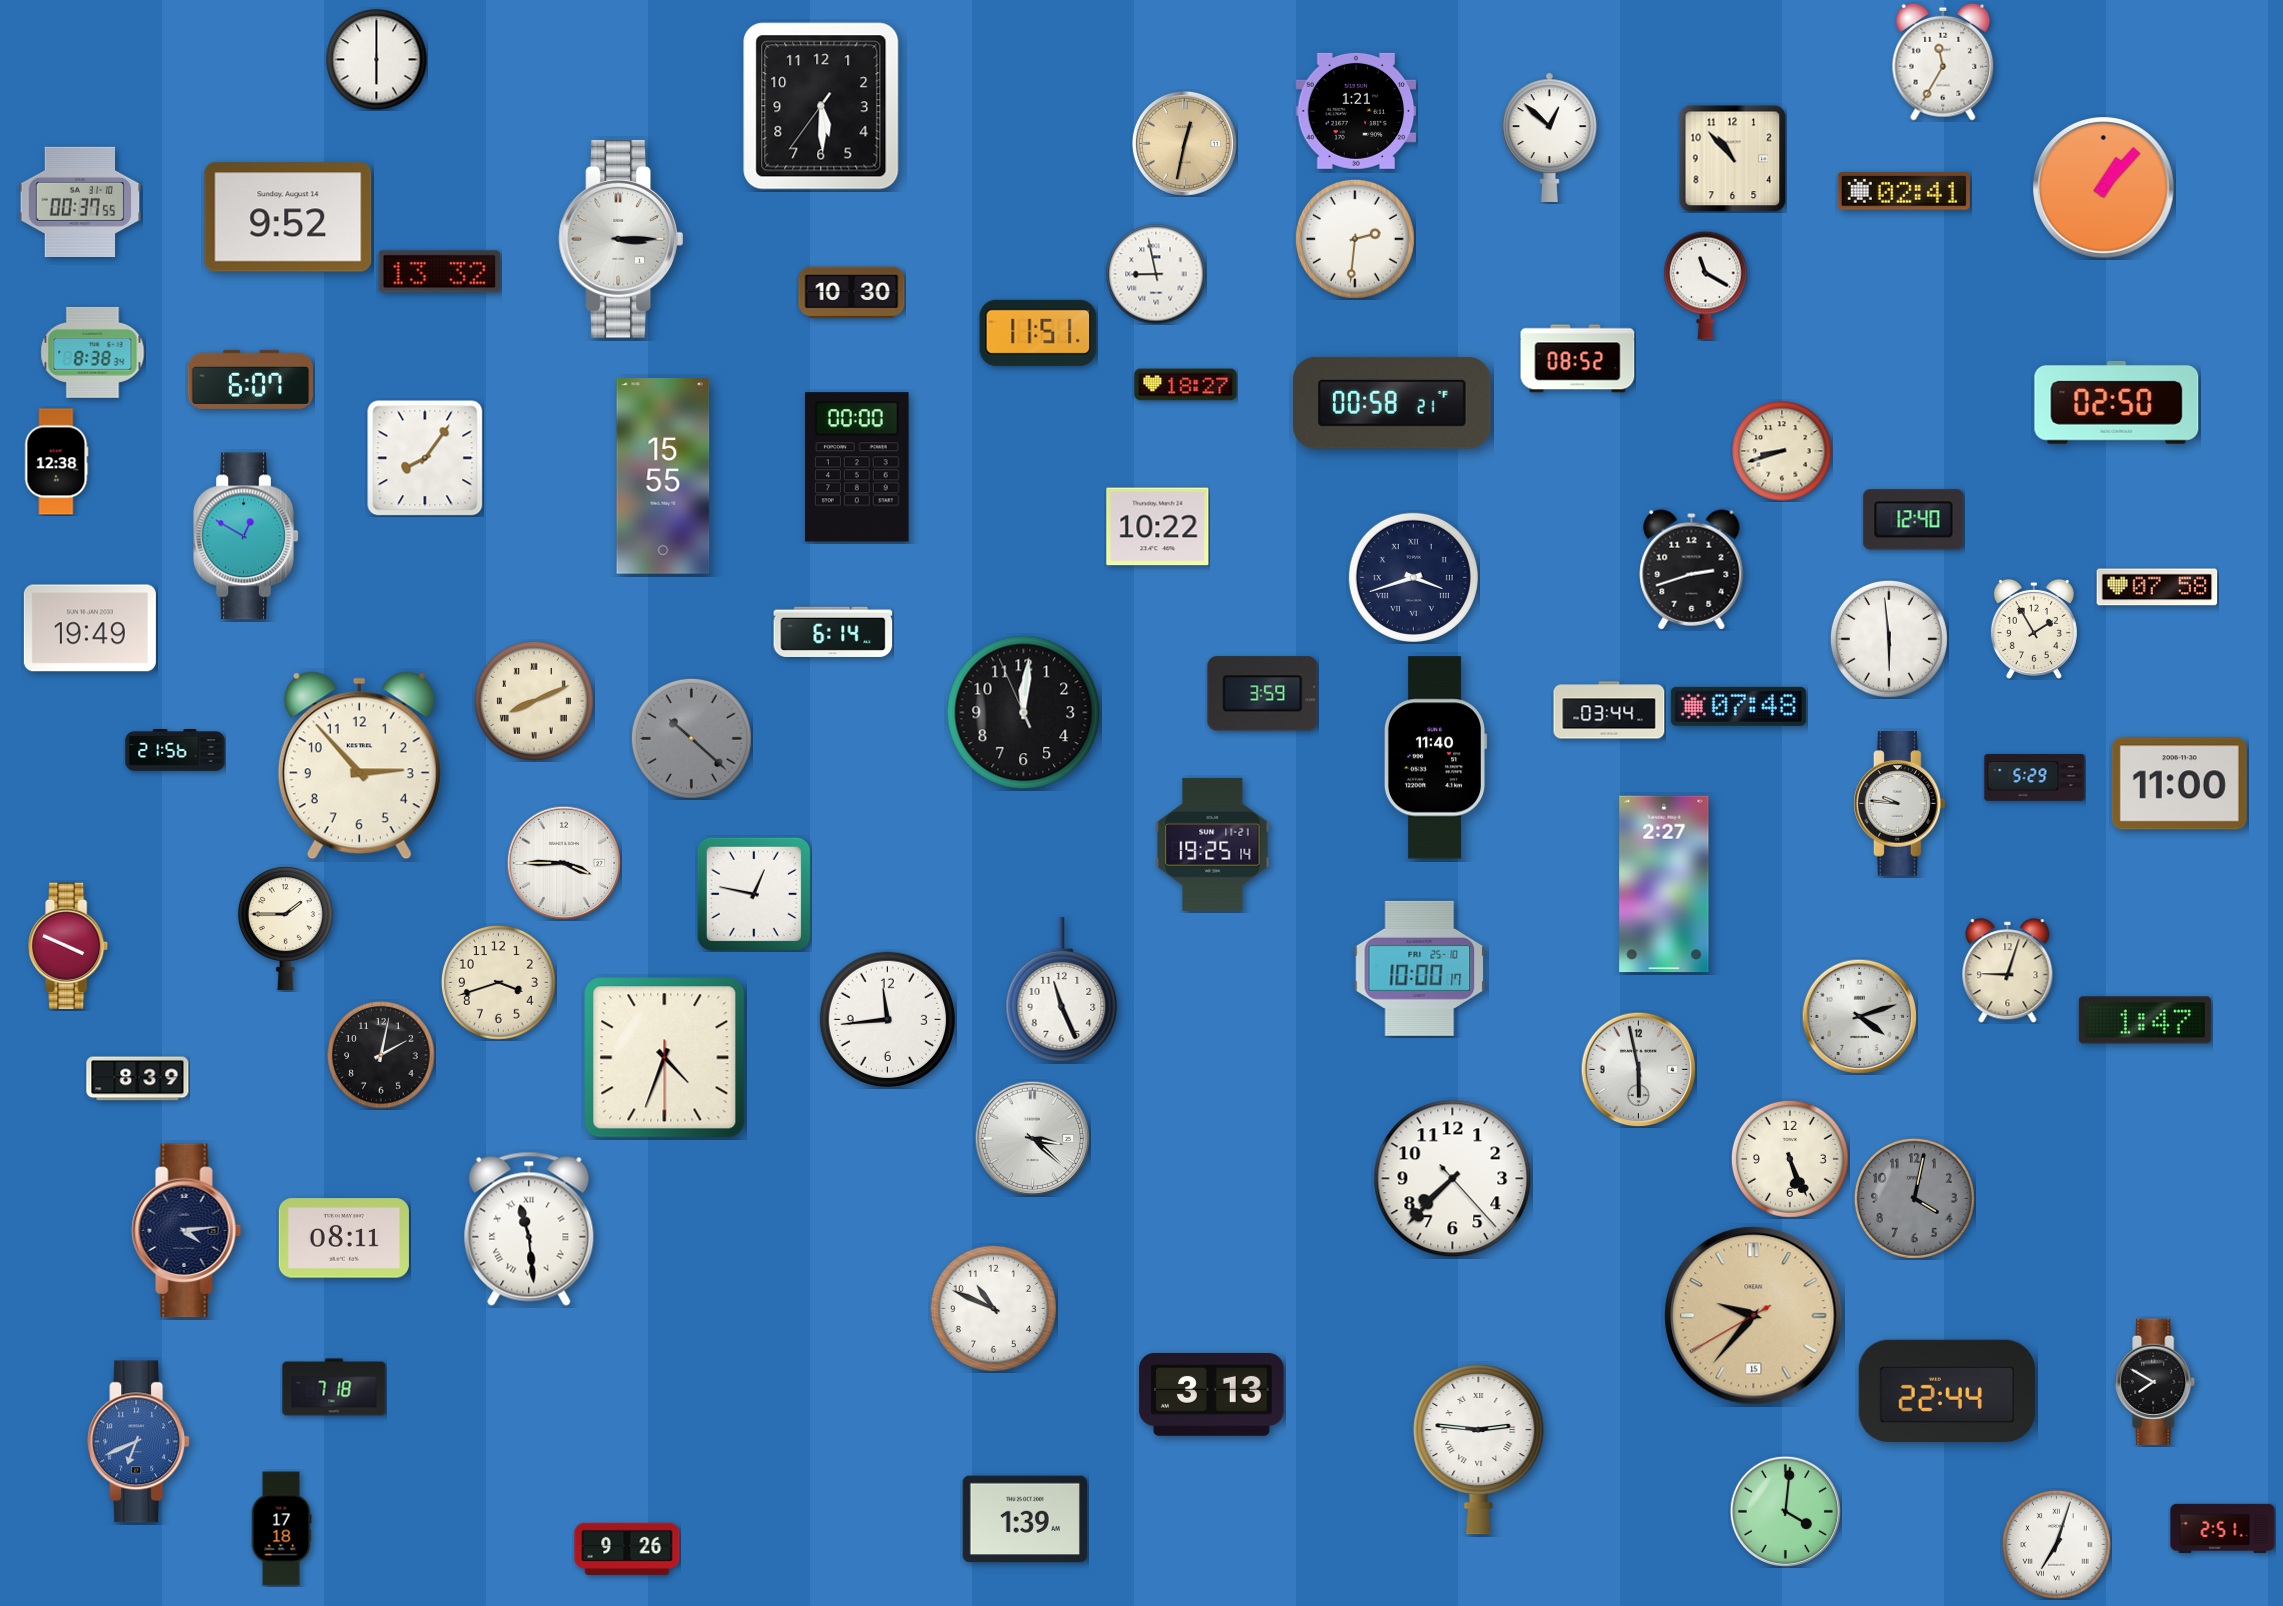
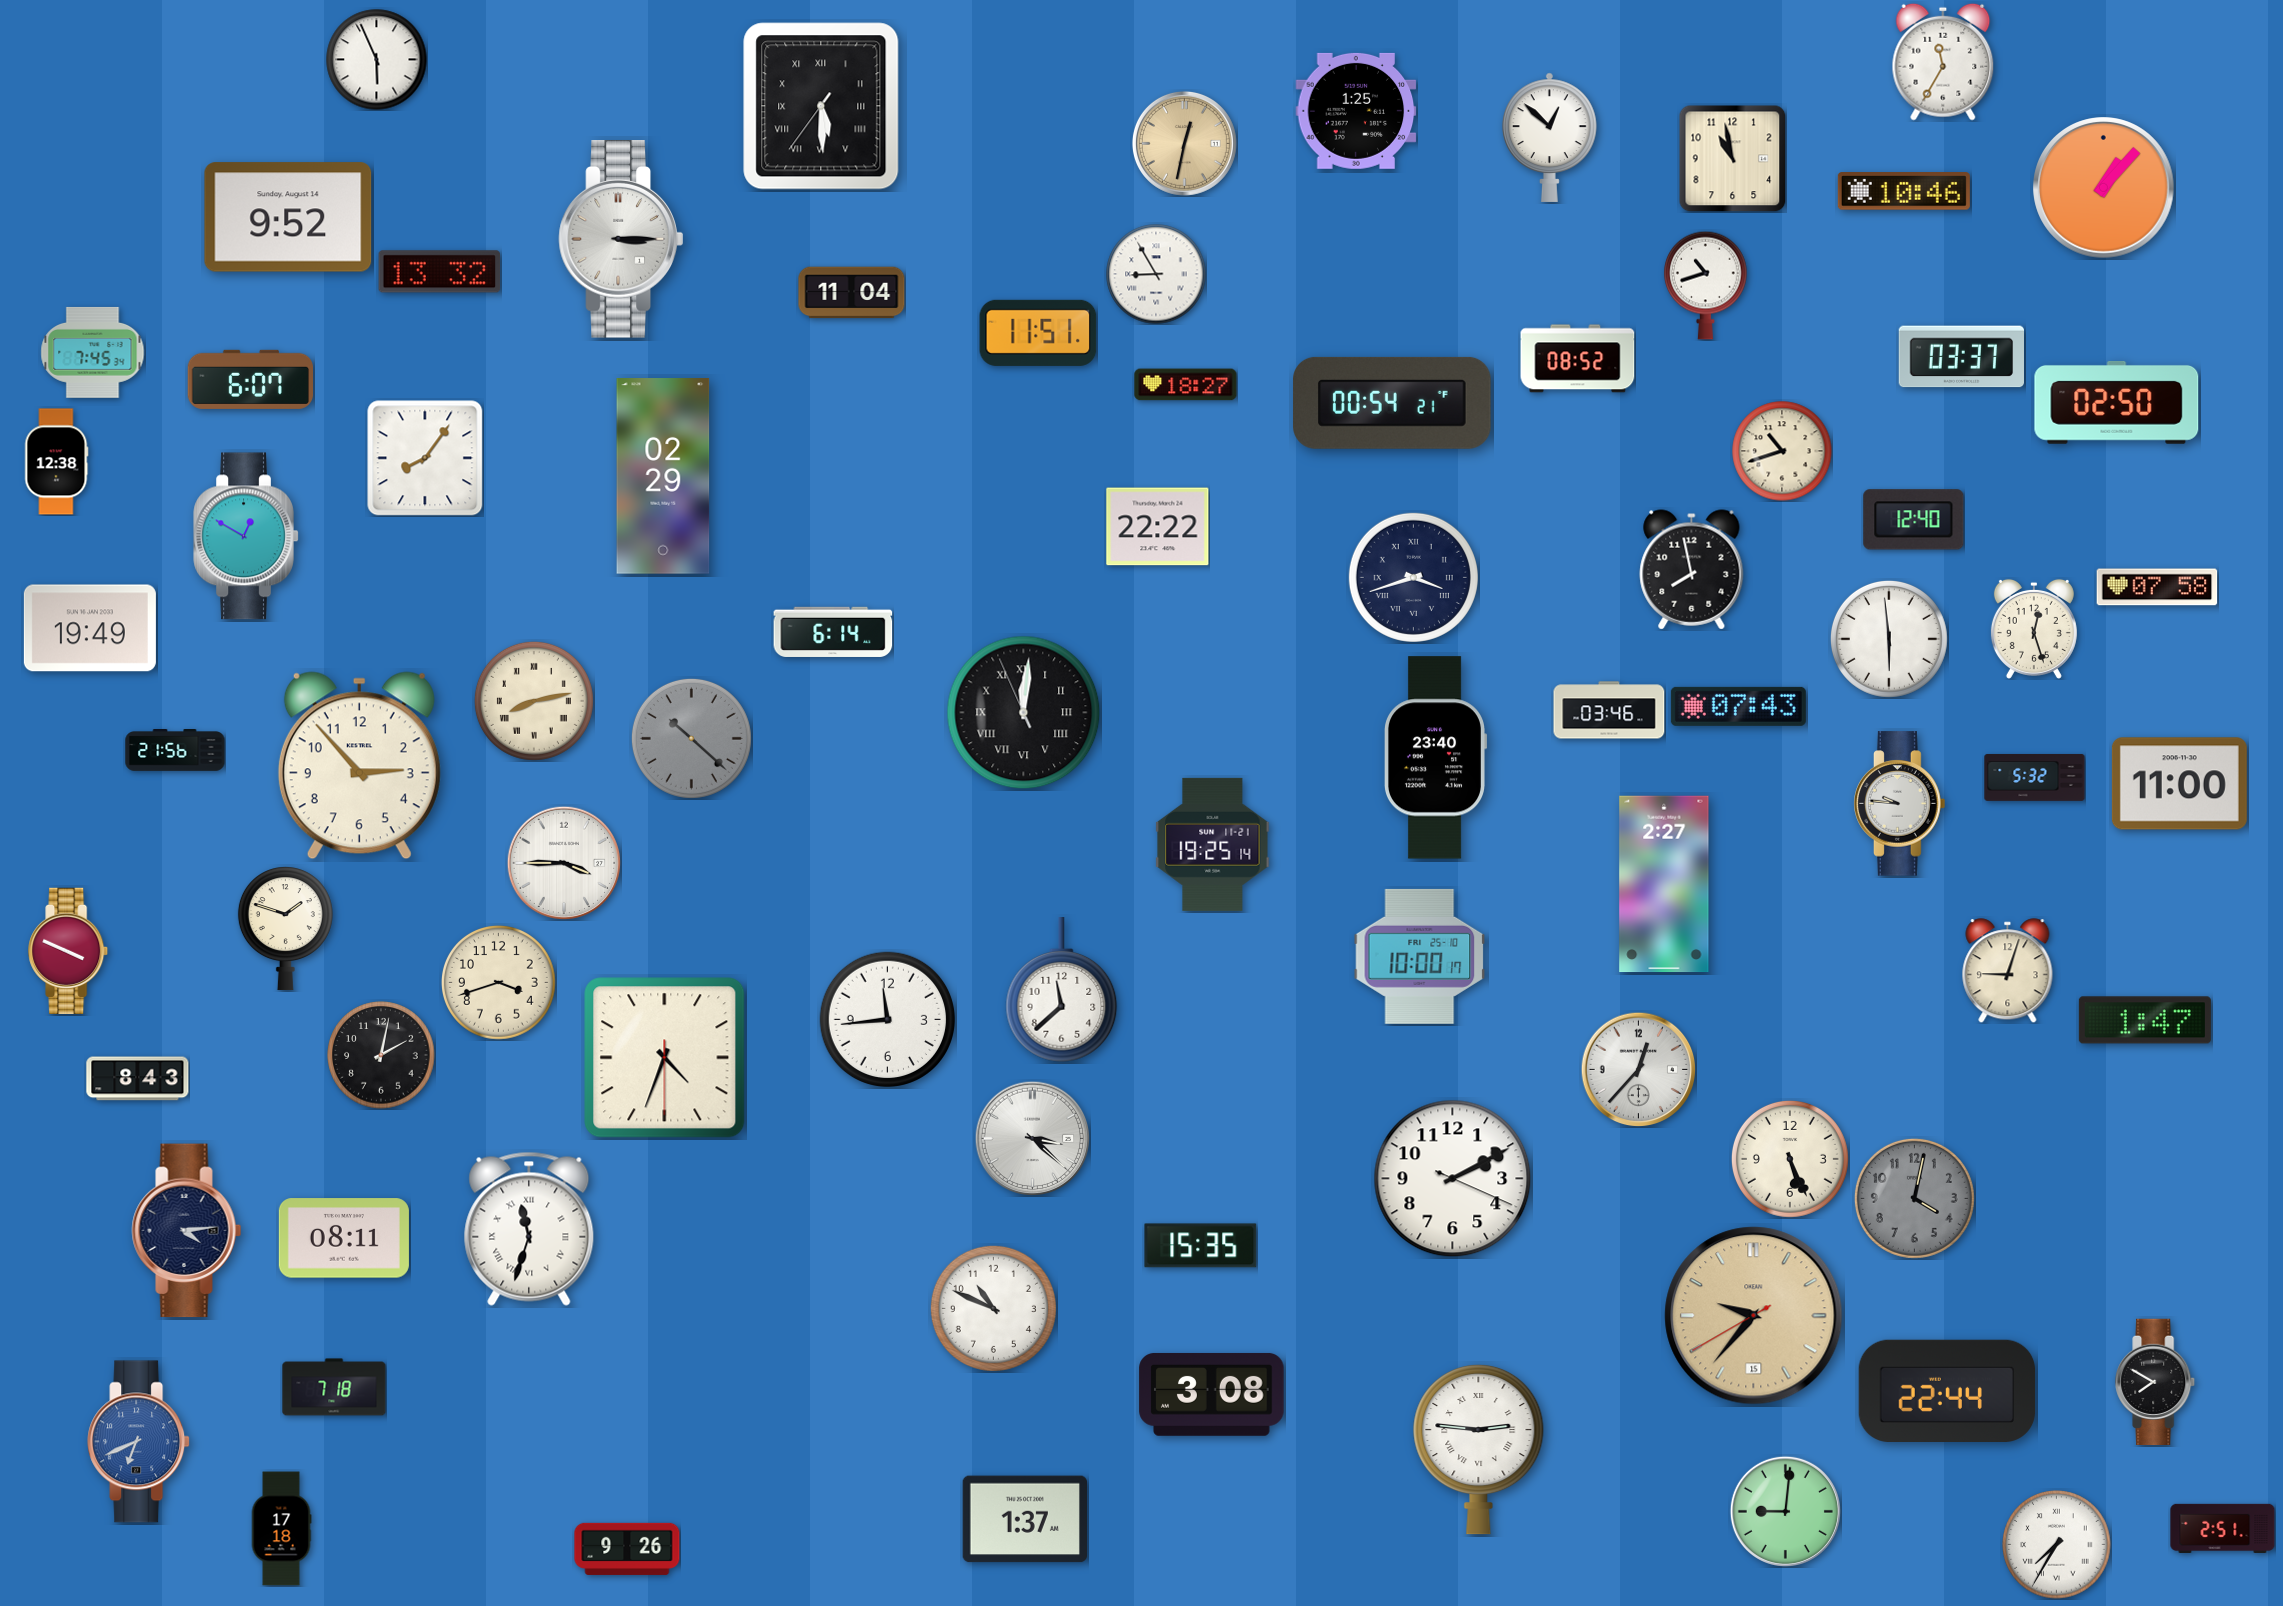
clock at (377, 60): 6:00 -> 5:56
clock at (821, 106) numerals: Arabic -> Roman
clock at (1356, 111): 1:21 -> 1:25
clock at (1732, 158): 10:53 -> 10:58
clock at (1904, 191): 02:41 -> 10:46
clock at (80, 202): 00:37 -> none
clock at (1355, 239): 2:31 -> none
clock at (1156, 274): 8:58 -> 8:55
clock at (1706, 285): 11:20 -> 10:42
clock at (852, 293): 10:30 -> 11:04
clock at (93, 352): 8:38 -> 7:45
clock at (1961, 357): none -> 03:37
clock at (1392, 403): 00:58 -> 00:54
clock at (1782, 451): 8:42 -> 10:42
clock at (858, 467): 00:00 -> none
clock at (663, 476): 15:55 -> 02:29
clock at (1158, 527): 10:22 -> 22:22
clock at (1692, 570): 2:42 -> 7:58
clock at (2034, 629): 1:55 -> 12:27
clock at (1263, 694): 3:59 -> none
clock at (534, 701): 8:11 -> 8:13
clock at (1738, 706): 07:48 -> 07:43
clock at (1609, 710): 03:44 -> 03:46
clock at (1024, 713) numerals: Arabic -> Roman
clock at (1435, 758): 11:40 -> 23:40
clock at (2035, 778): 5:29 -> 5:32
clock at (754, 894): 12:47 -> none
clock at (285, 929): 1:45 -> 1:48
clock at (69, 945) position: (69, 945) -> (69, 950)
clock at (1420, 968) position: (1420, 968) -> (1420, 956)
clock at (1062, 990): 11:26 -> 11:38
clock at (1859, 1016): 4:12 -> none
clock at (1638, 1069): 5:58 -> 12:37
clock at (138, 1079): 8:39 -> 8:43
clock at (1453, 1179): 7:37 -> 2:10
clock at (529, 1229): 11:29 -> 11:33
clock at (1201, 1246): none -> 15:35
clock at (1212, 1394): 3:13 -> 3:08
clock at (1785, 1511): 4:01 -> 9:01
clock at (1024, 1519): 1:39 -> 1:37
clock at (2057, 1545): 7:03 -> 7:35
